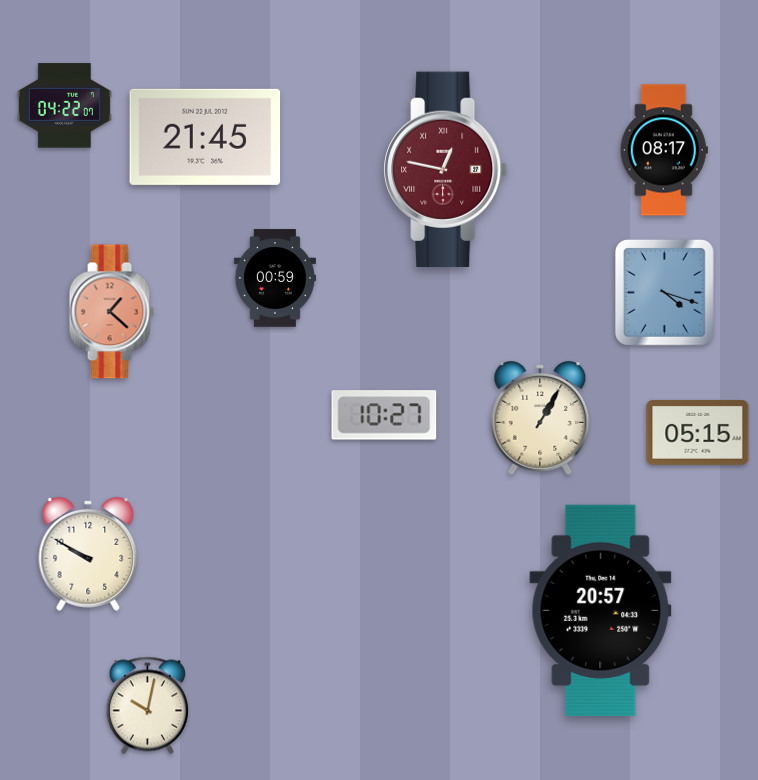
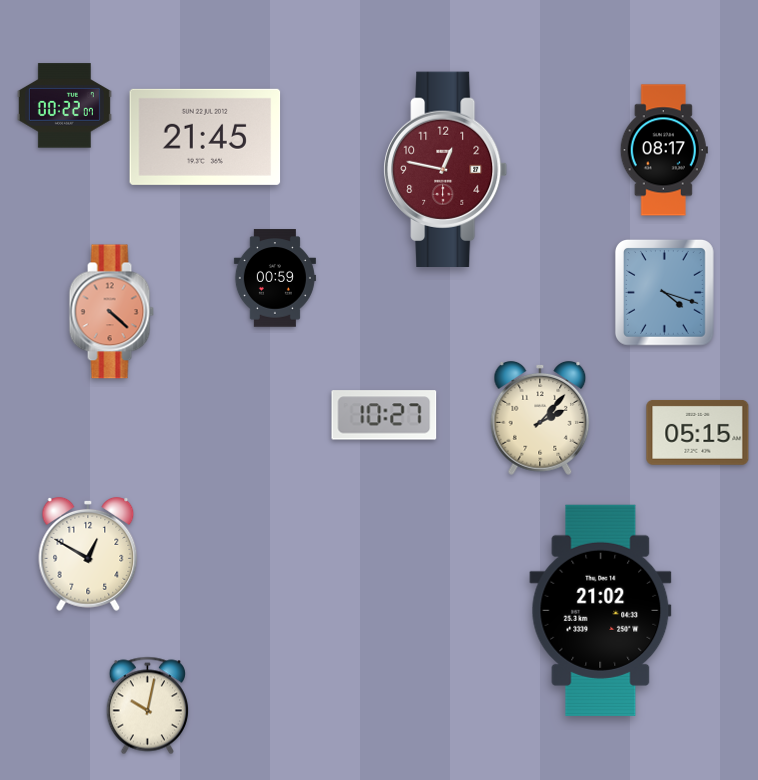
clock at (64, 106): 04:22 -> 00:22
clock at (446, 169) numerals: Roman -> Arabic
clock at (111, 312): 1:22 -> 4:22
clock at (540, 418): 1:05 -> 2:07
clock at (88, 554): 9:50 -> 12:50
clock at (601, 610): 20:57 -> 21:02
